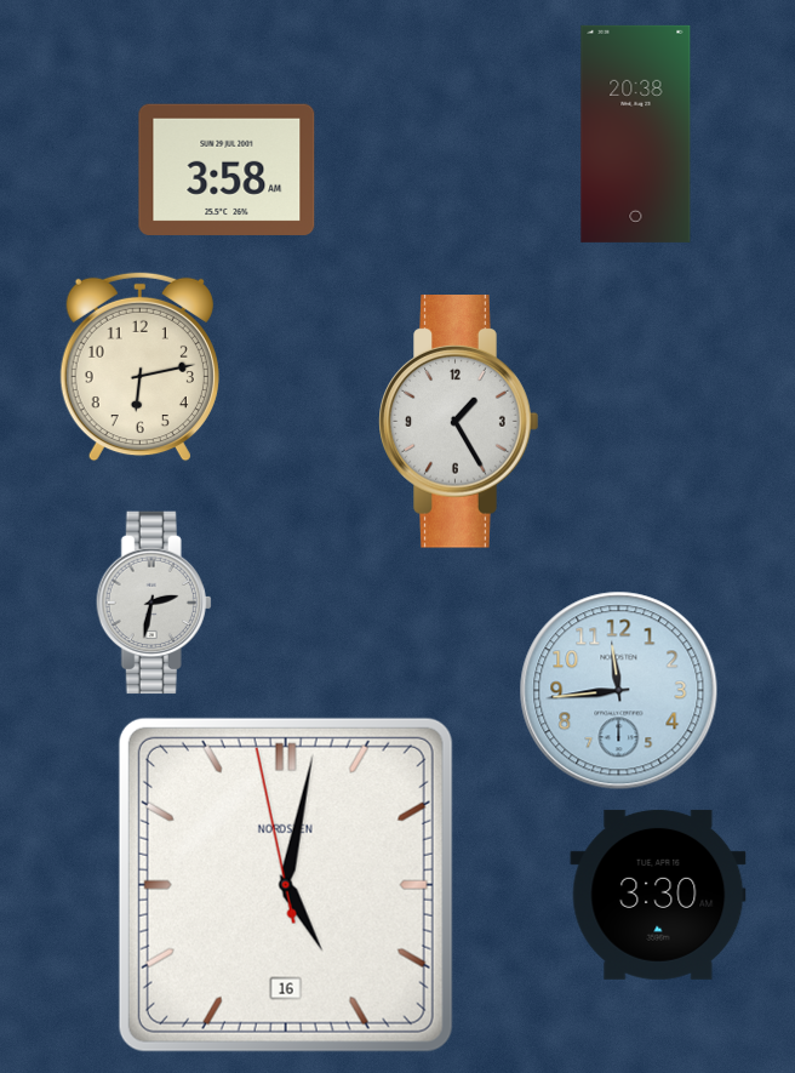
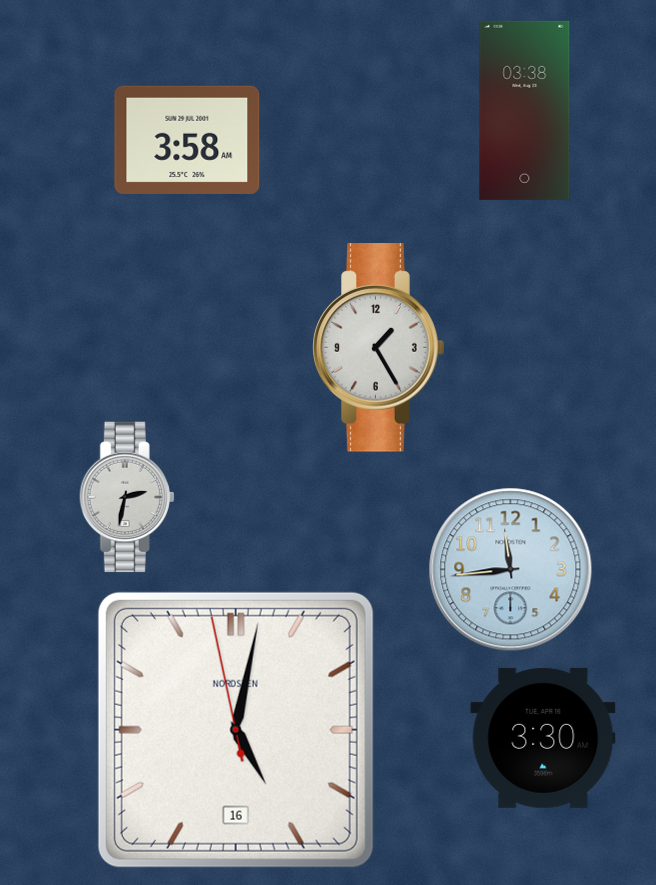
clock at (636, 133): 20:38 -> 03:38
clock at (139, 367): 6:13 -> none
